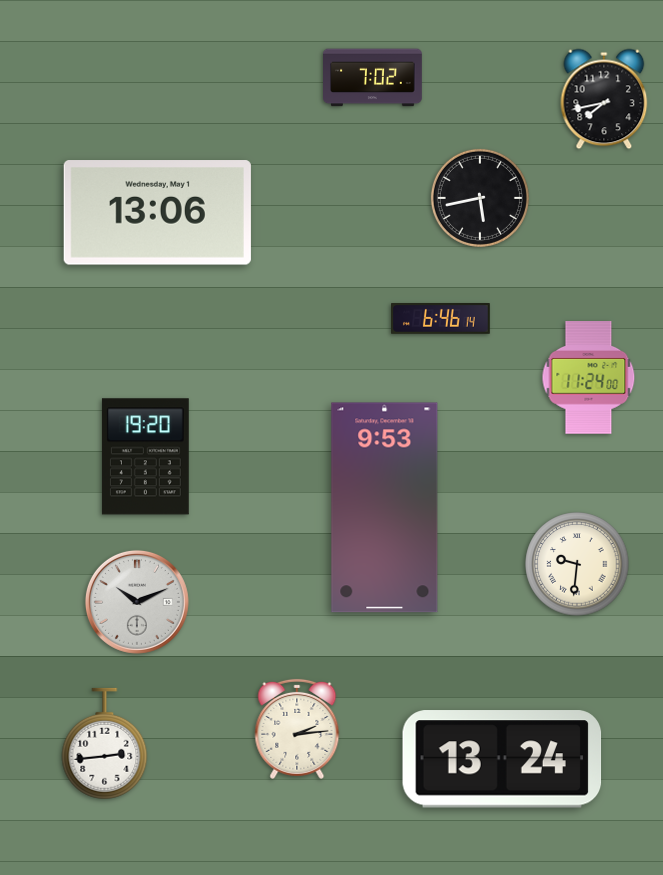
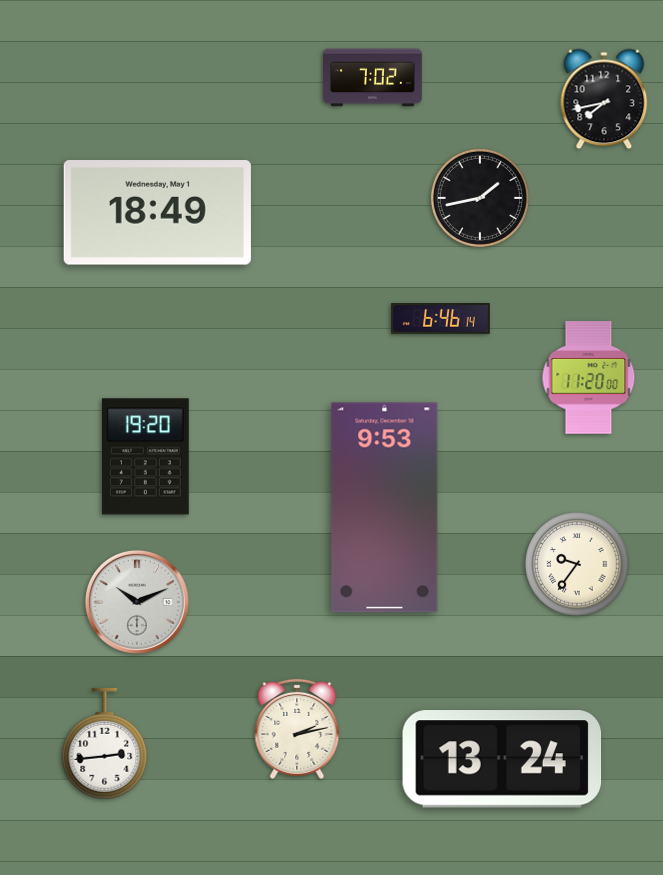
clock at (480, 198): 5:43 -> 1:43
clock at (157, 213): 13:06 -> 18:49
clock at (589, 378): 11:24 -> 11:20
clock at (577, 564): 9:31 -> 9:36
clock at (297, 729): 2:14 -> 2:13
